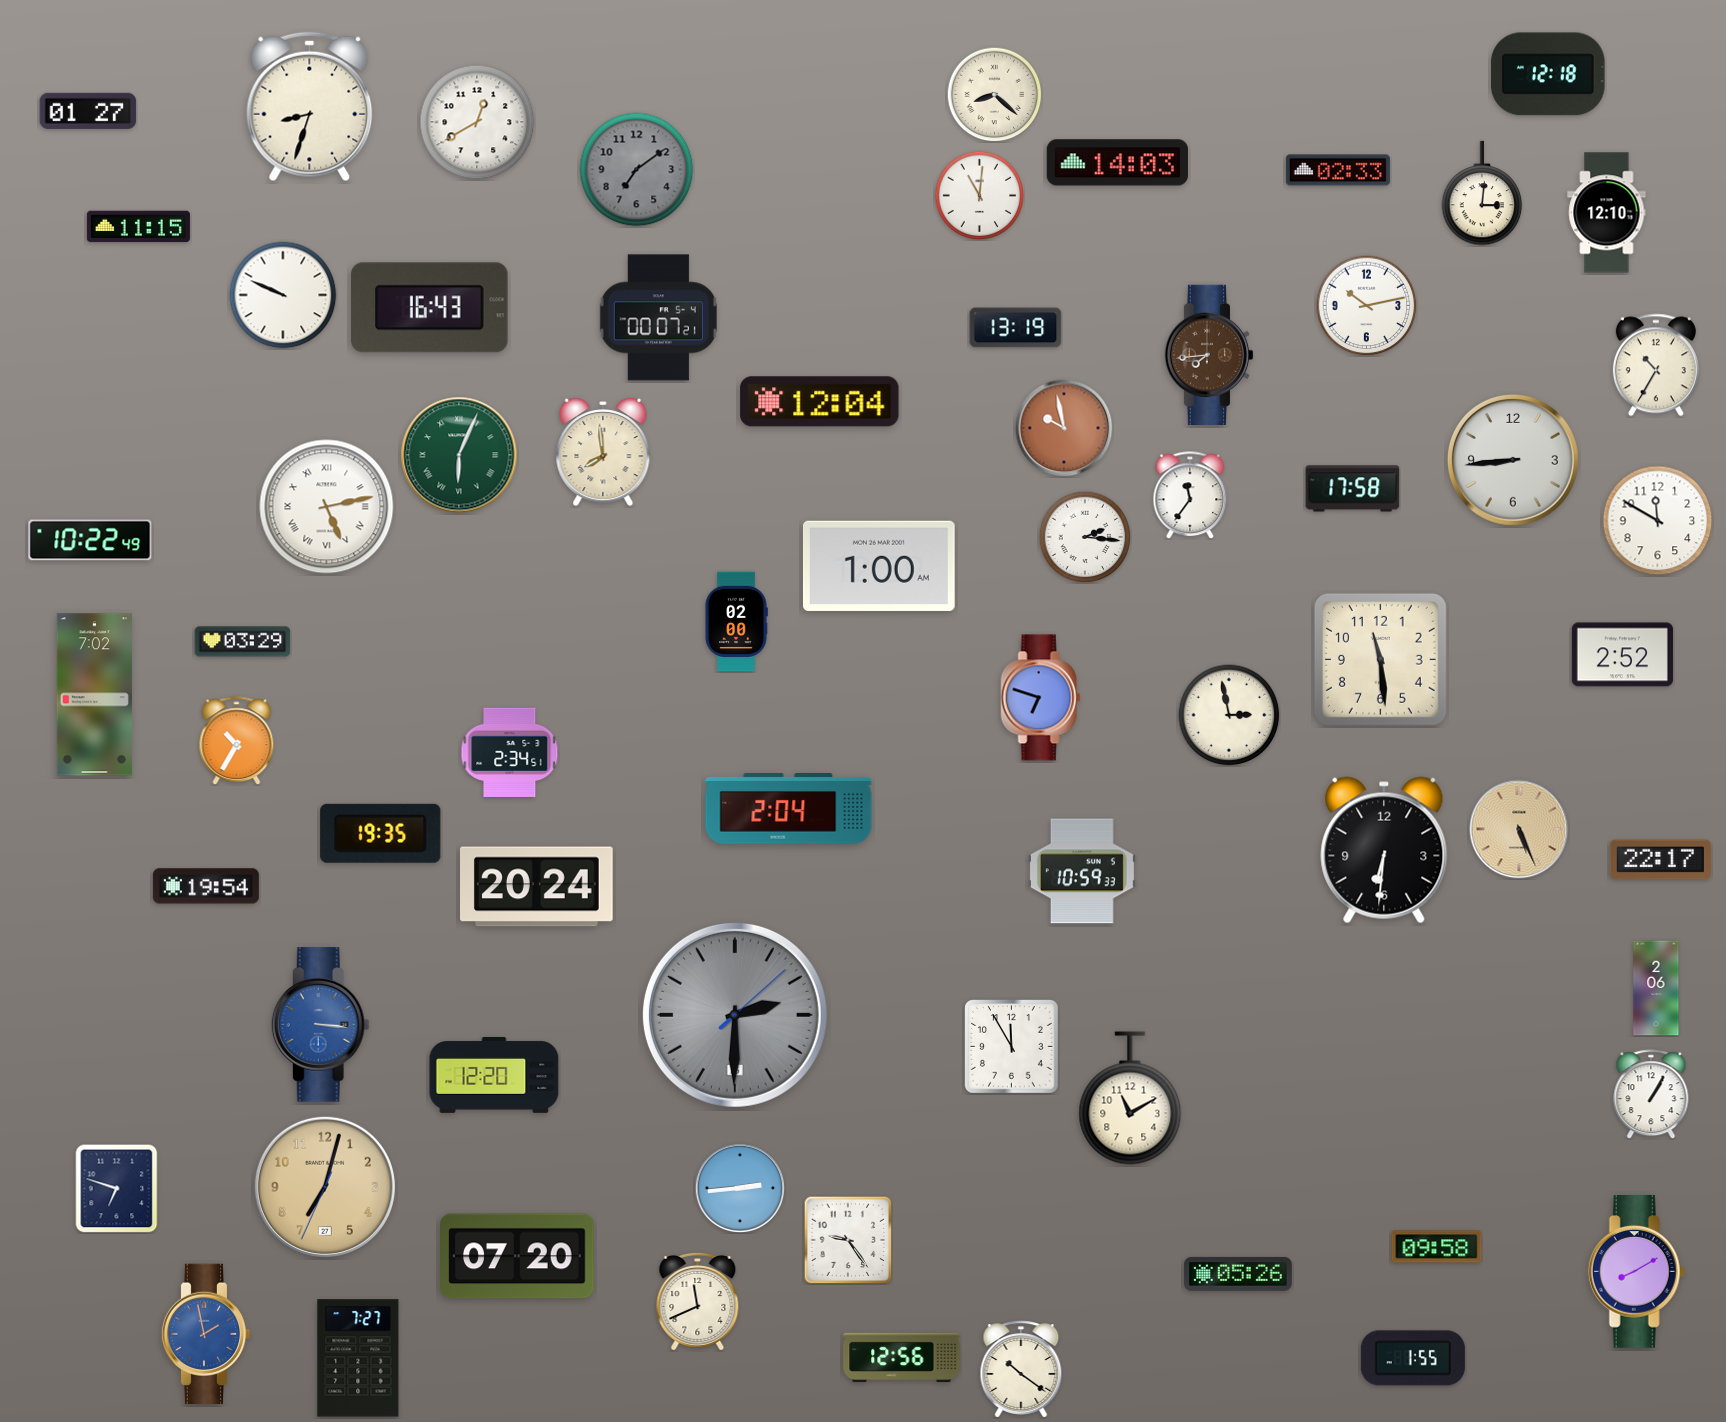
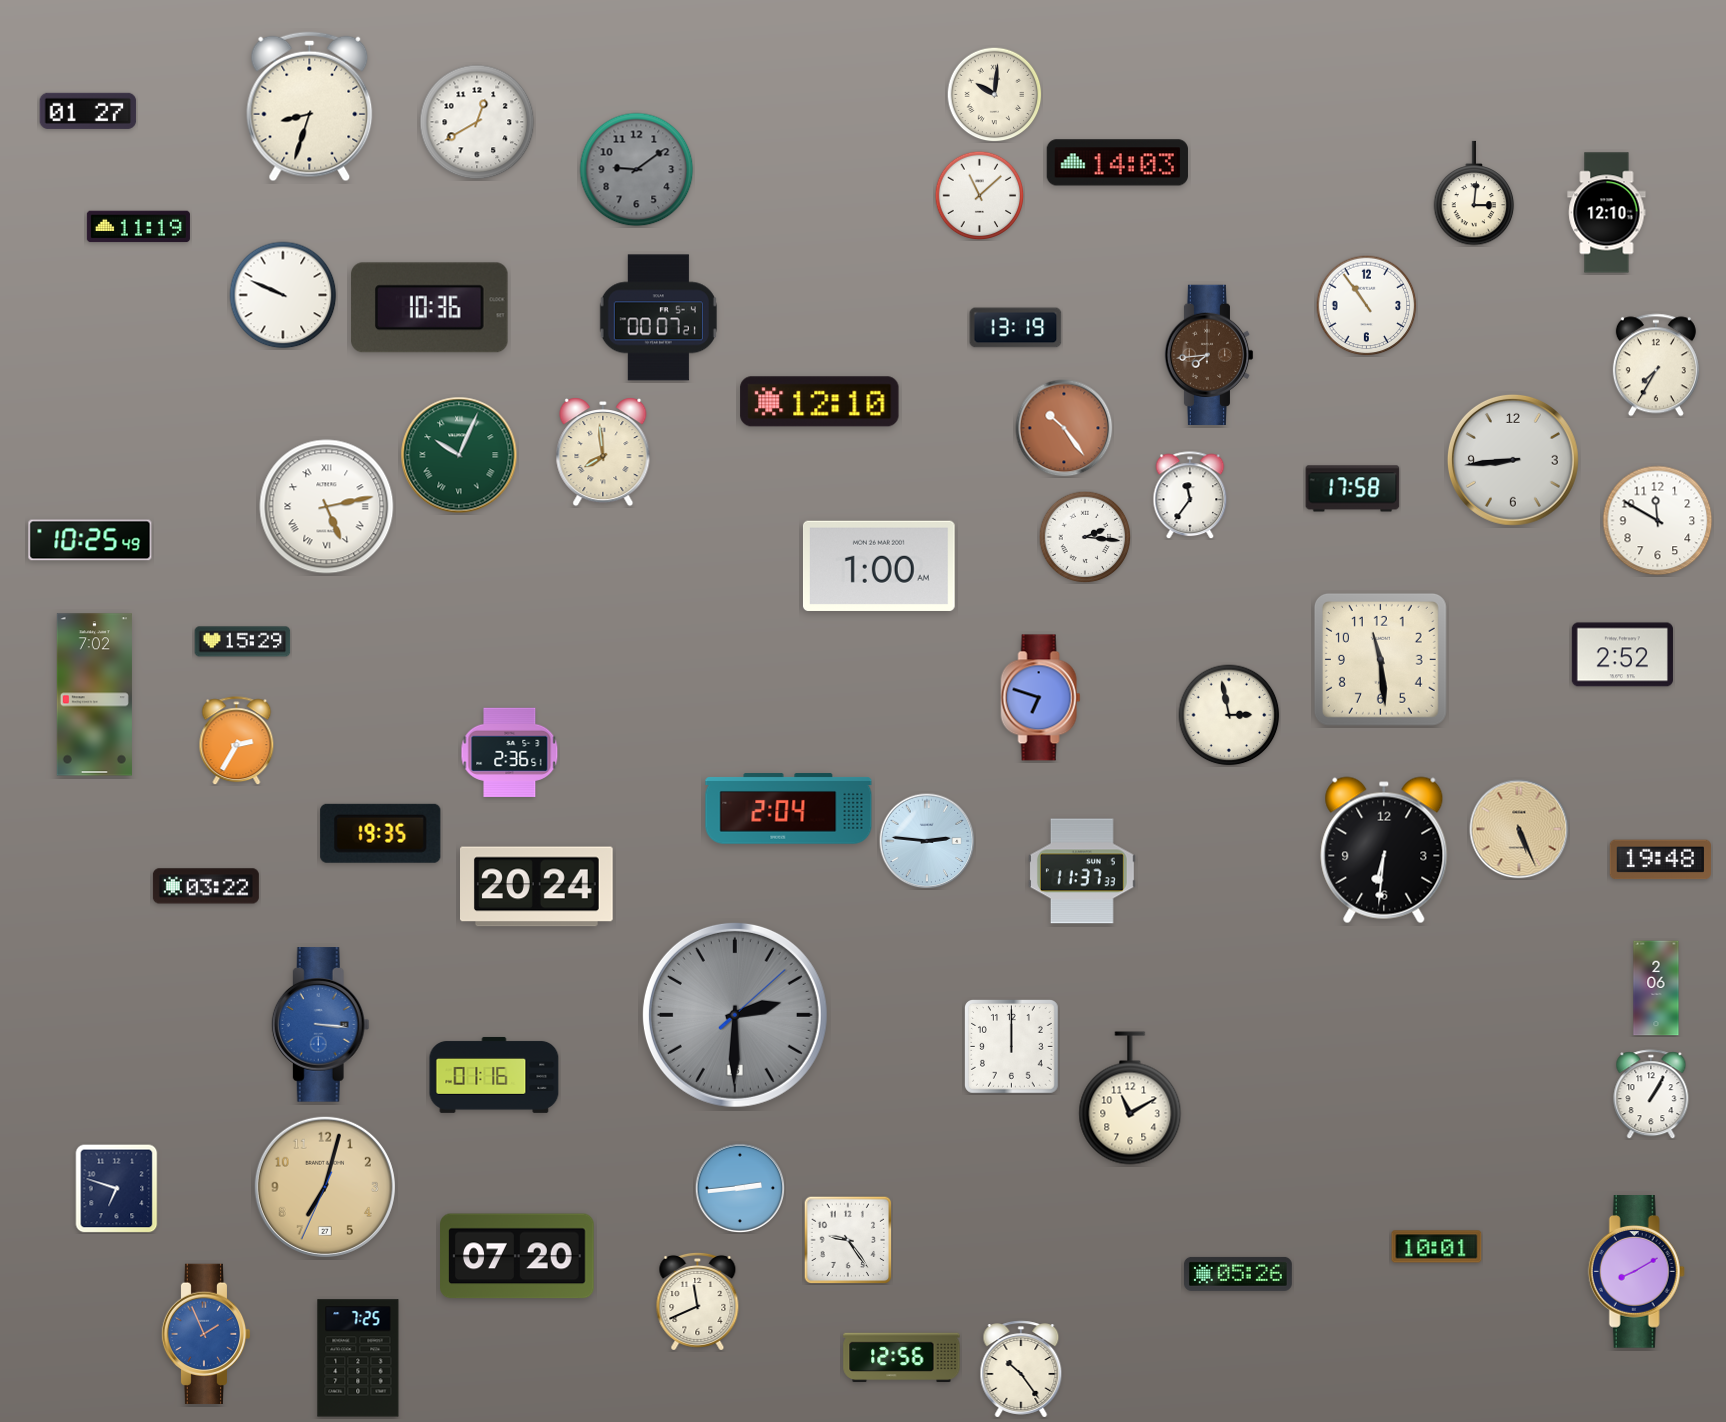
clock at (1548, 74): 12:18 -> none
clock at (994, 94): 8:22 -> 10:01
clock at (637, 170): 7:09 -> 9:09
clock at (1338, 170): 02:33 -> none
clock at (1482, 193) position: (1482, 193) -> (1474, 193)
clock at (979, 195): 11:01 -> 11:08
clock at (138, 227): 11:15 -> 11:19
clock at (1367, 306): 10:13 -> 10:54
clock at (430, 308): 16:43 -> 10:36
clock at (1656, 365): 10:35 -> 7:35
clock at (820, 402): 12:04 -> 12:10
clock at (1064, 428): 9:58 -> 10:24
clock at (459, 455): 6:04 -> 10:04
clock at (90, 540): 10:22 -> 10:25
clock at (736, 622): 02:00 -> none
clock at (243, 642): 03:29 -> 15:29
clock at (237, 741): 10:35 -> 2:35
clock at (510, 752): 2:34 -> 2:36
clock at (927, 841): none -> 2:46
clock at (1660, 860): 22:17 -> 19:48
clock at (1082, 871): 10:59 -> 11:37
clock at (206, 886): 19:54 -> 03:22
clock at (1012, 1047): 11:55 -> 12:00
clock at (494, 1075): 12:20 -> 01:16
clock at (1437, 1247): 09:58 -> 10:01
clock at (206, 1333): 1:58 -> 1:56
clock at (358, 1358): 7:27 -> 7:25
clock at (1413, 1358): 1:55 -> none
clock at (1021, 1369): 10:21 -> 10:24
